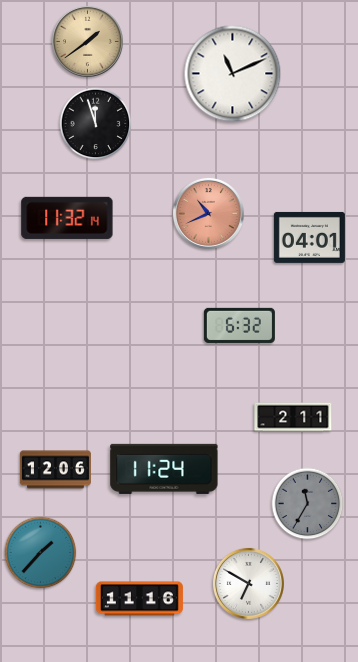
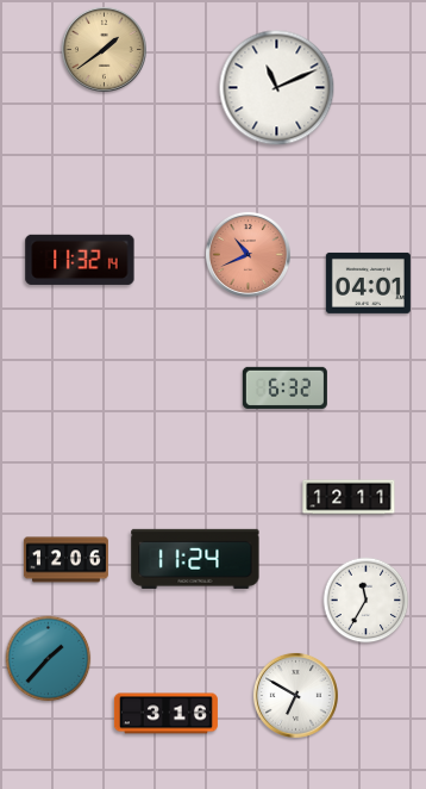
clock at (96, 124): 11:57 -> none
clock at (293, 417): 2:11 -> 12:11
clock at (308, 504) dial: grey -> white
clock at (139, 599): 11:16 -> 3:16
